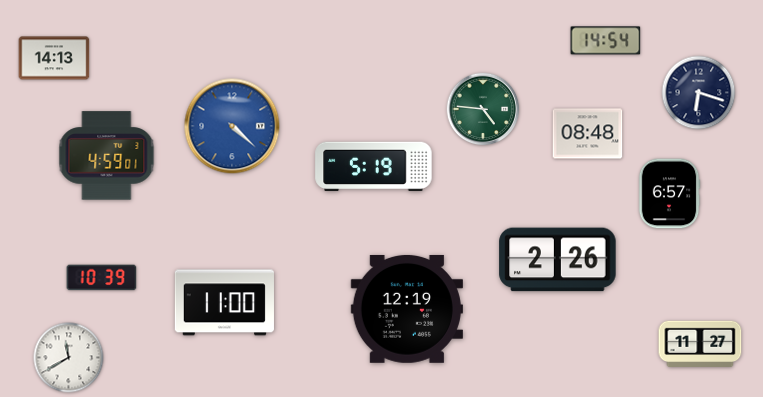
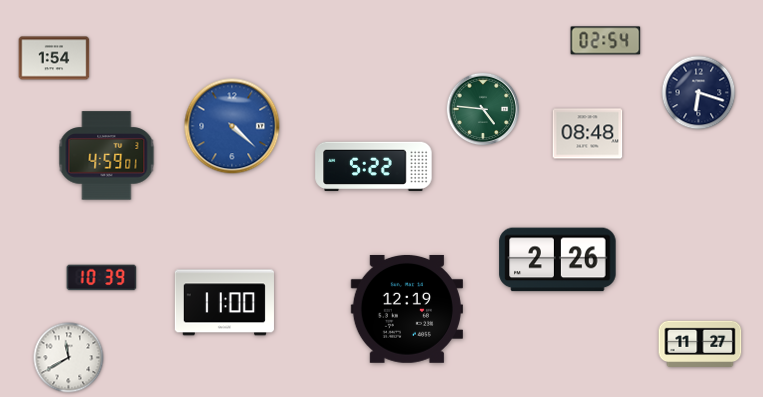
clock at (606, 41): 14:54 -> 02:54
clock at (54, 58): 14:13 -> 1:54
clock at (374, 167): 5:19 -> 5:22
clock at (669, 194): 6:57 -> none
